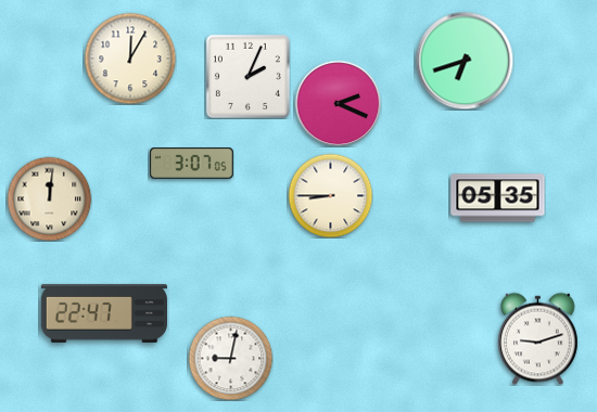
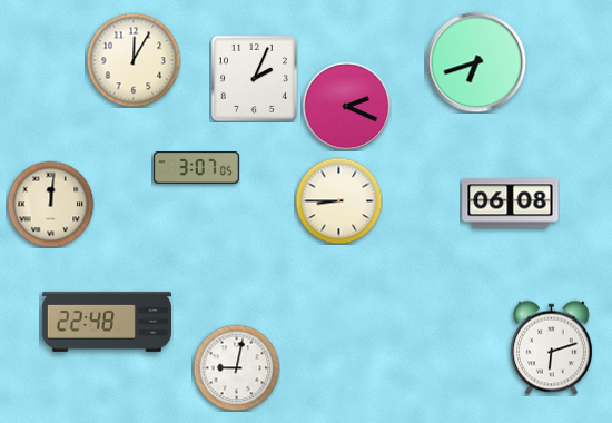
clock at (498, 198): 05:35 -> 06:08
clock at (104, 313): 22:47 -> 22:48
clock at (538, 338): 9:12 -> 6:12
